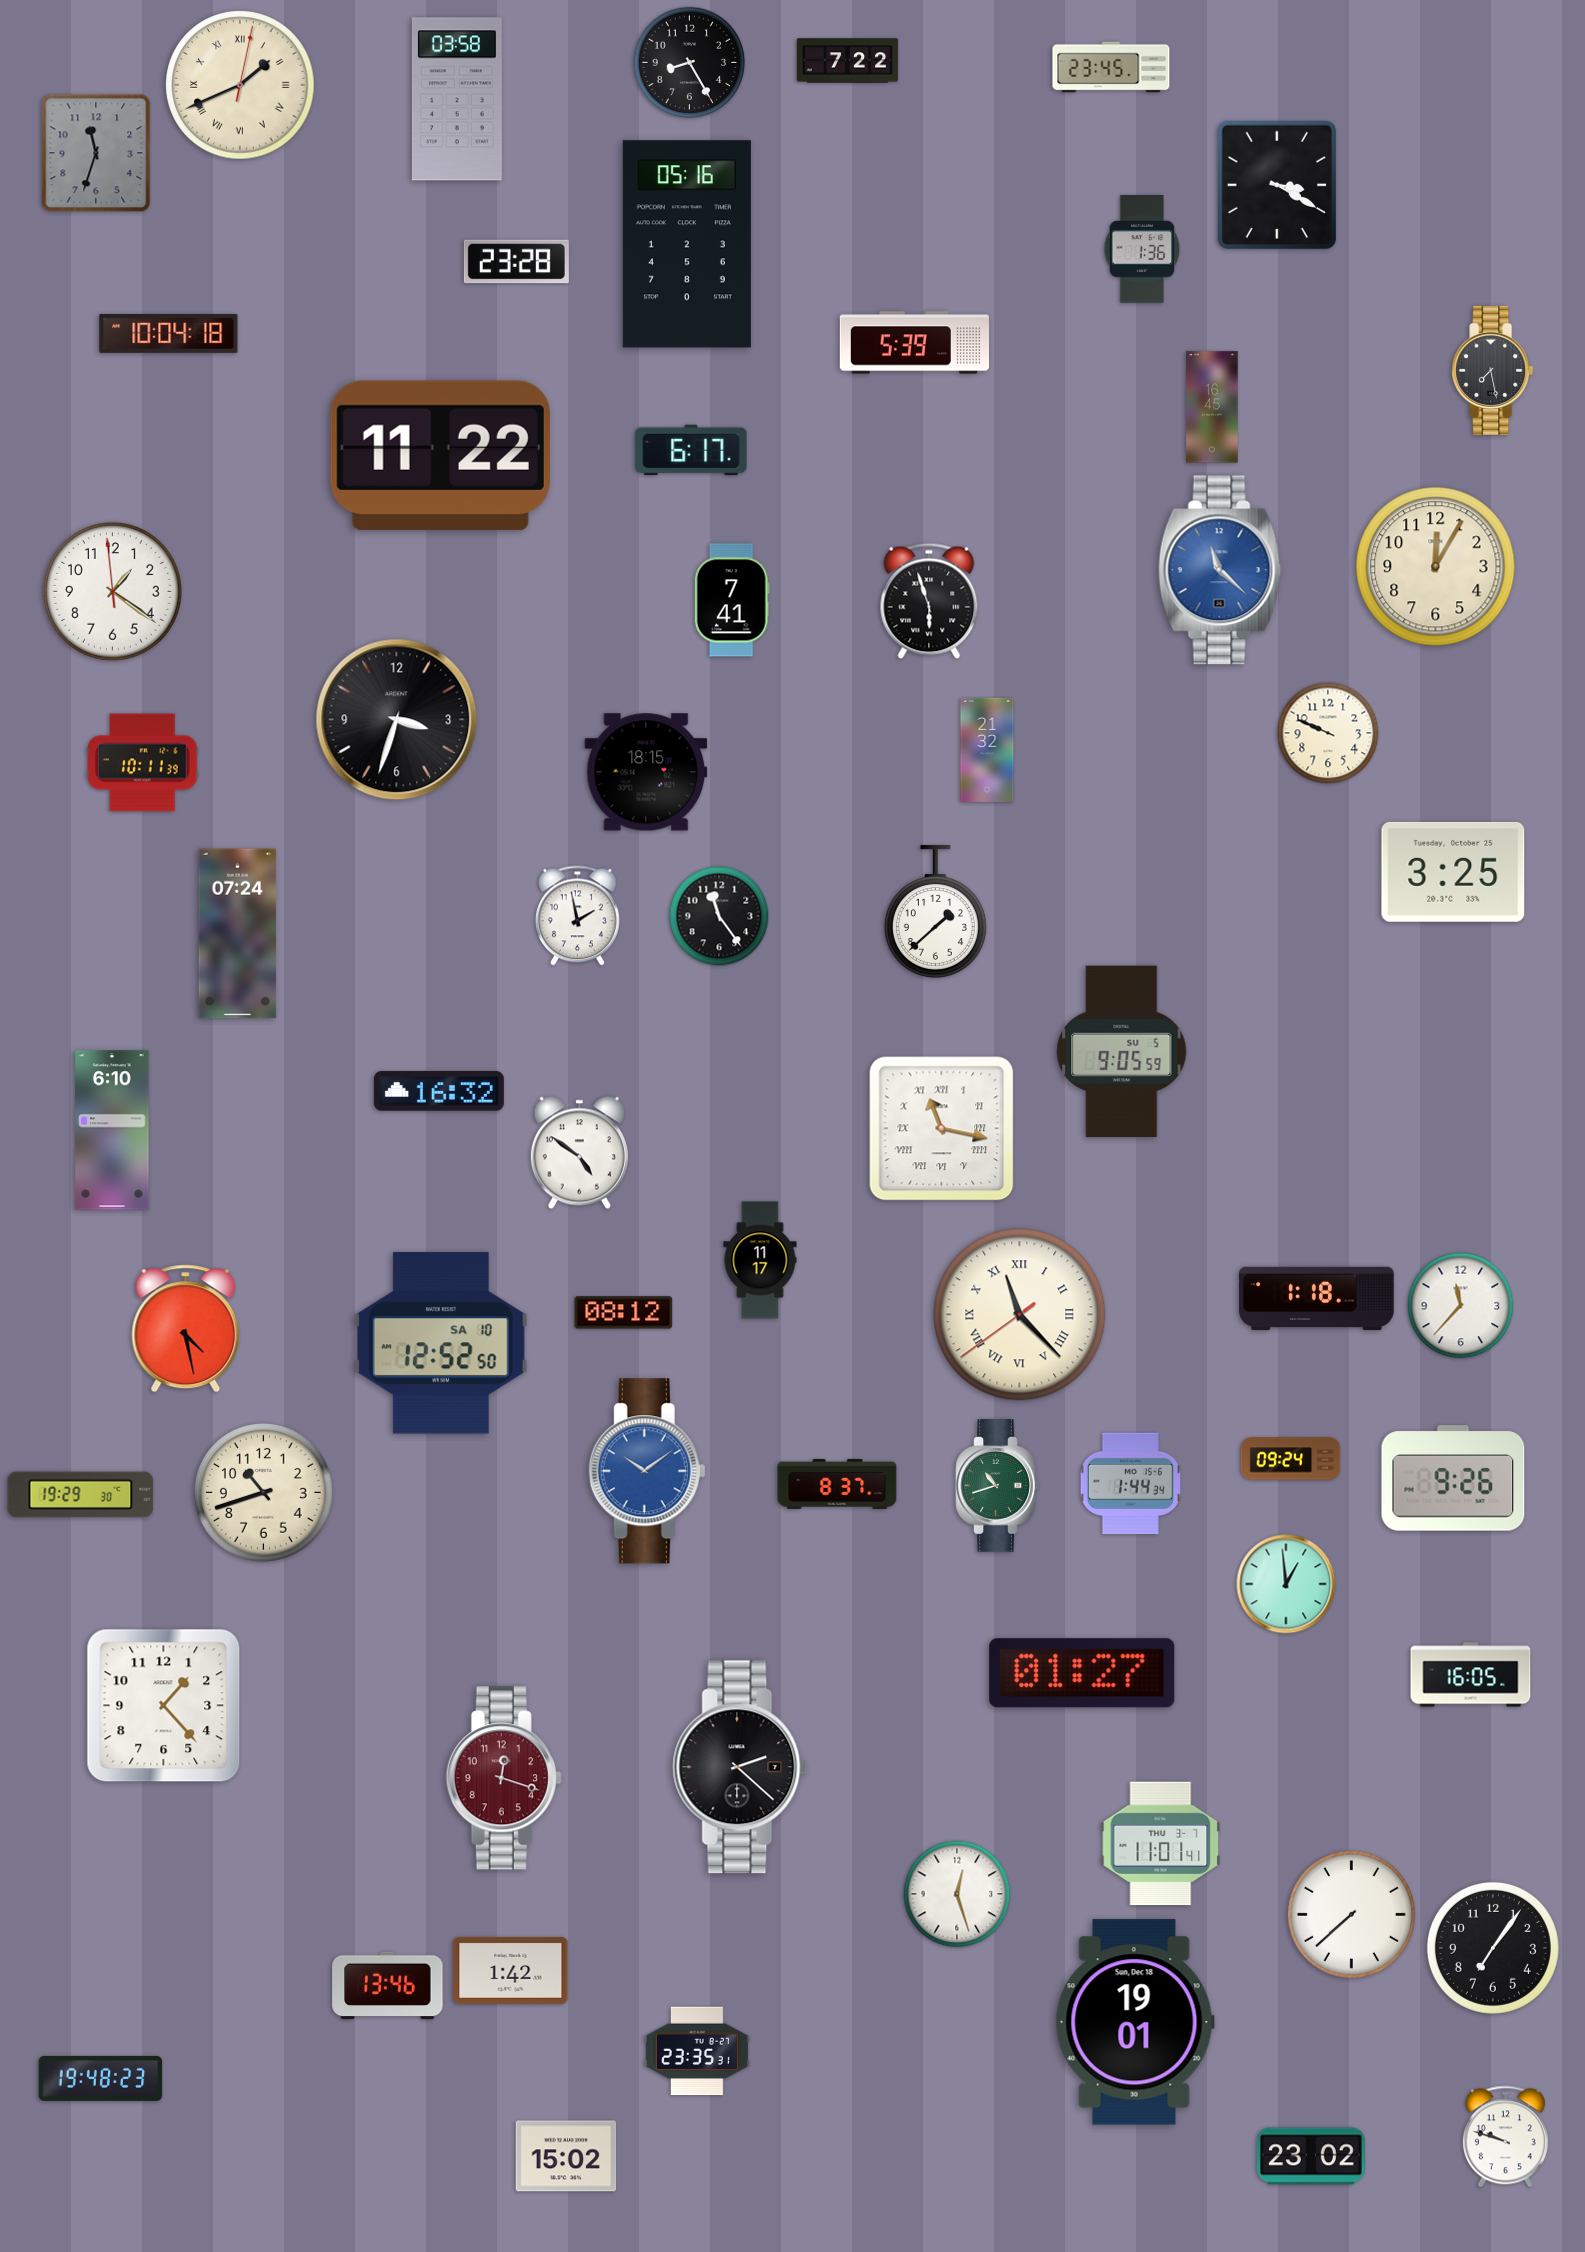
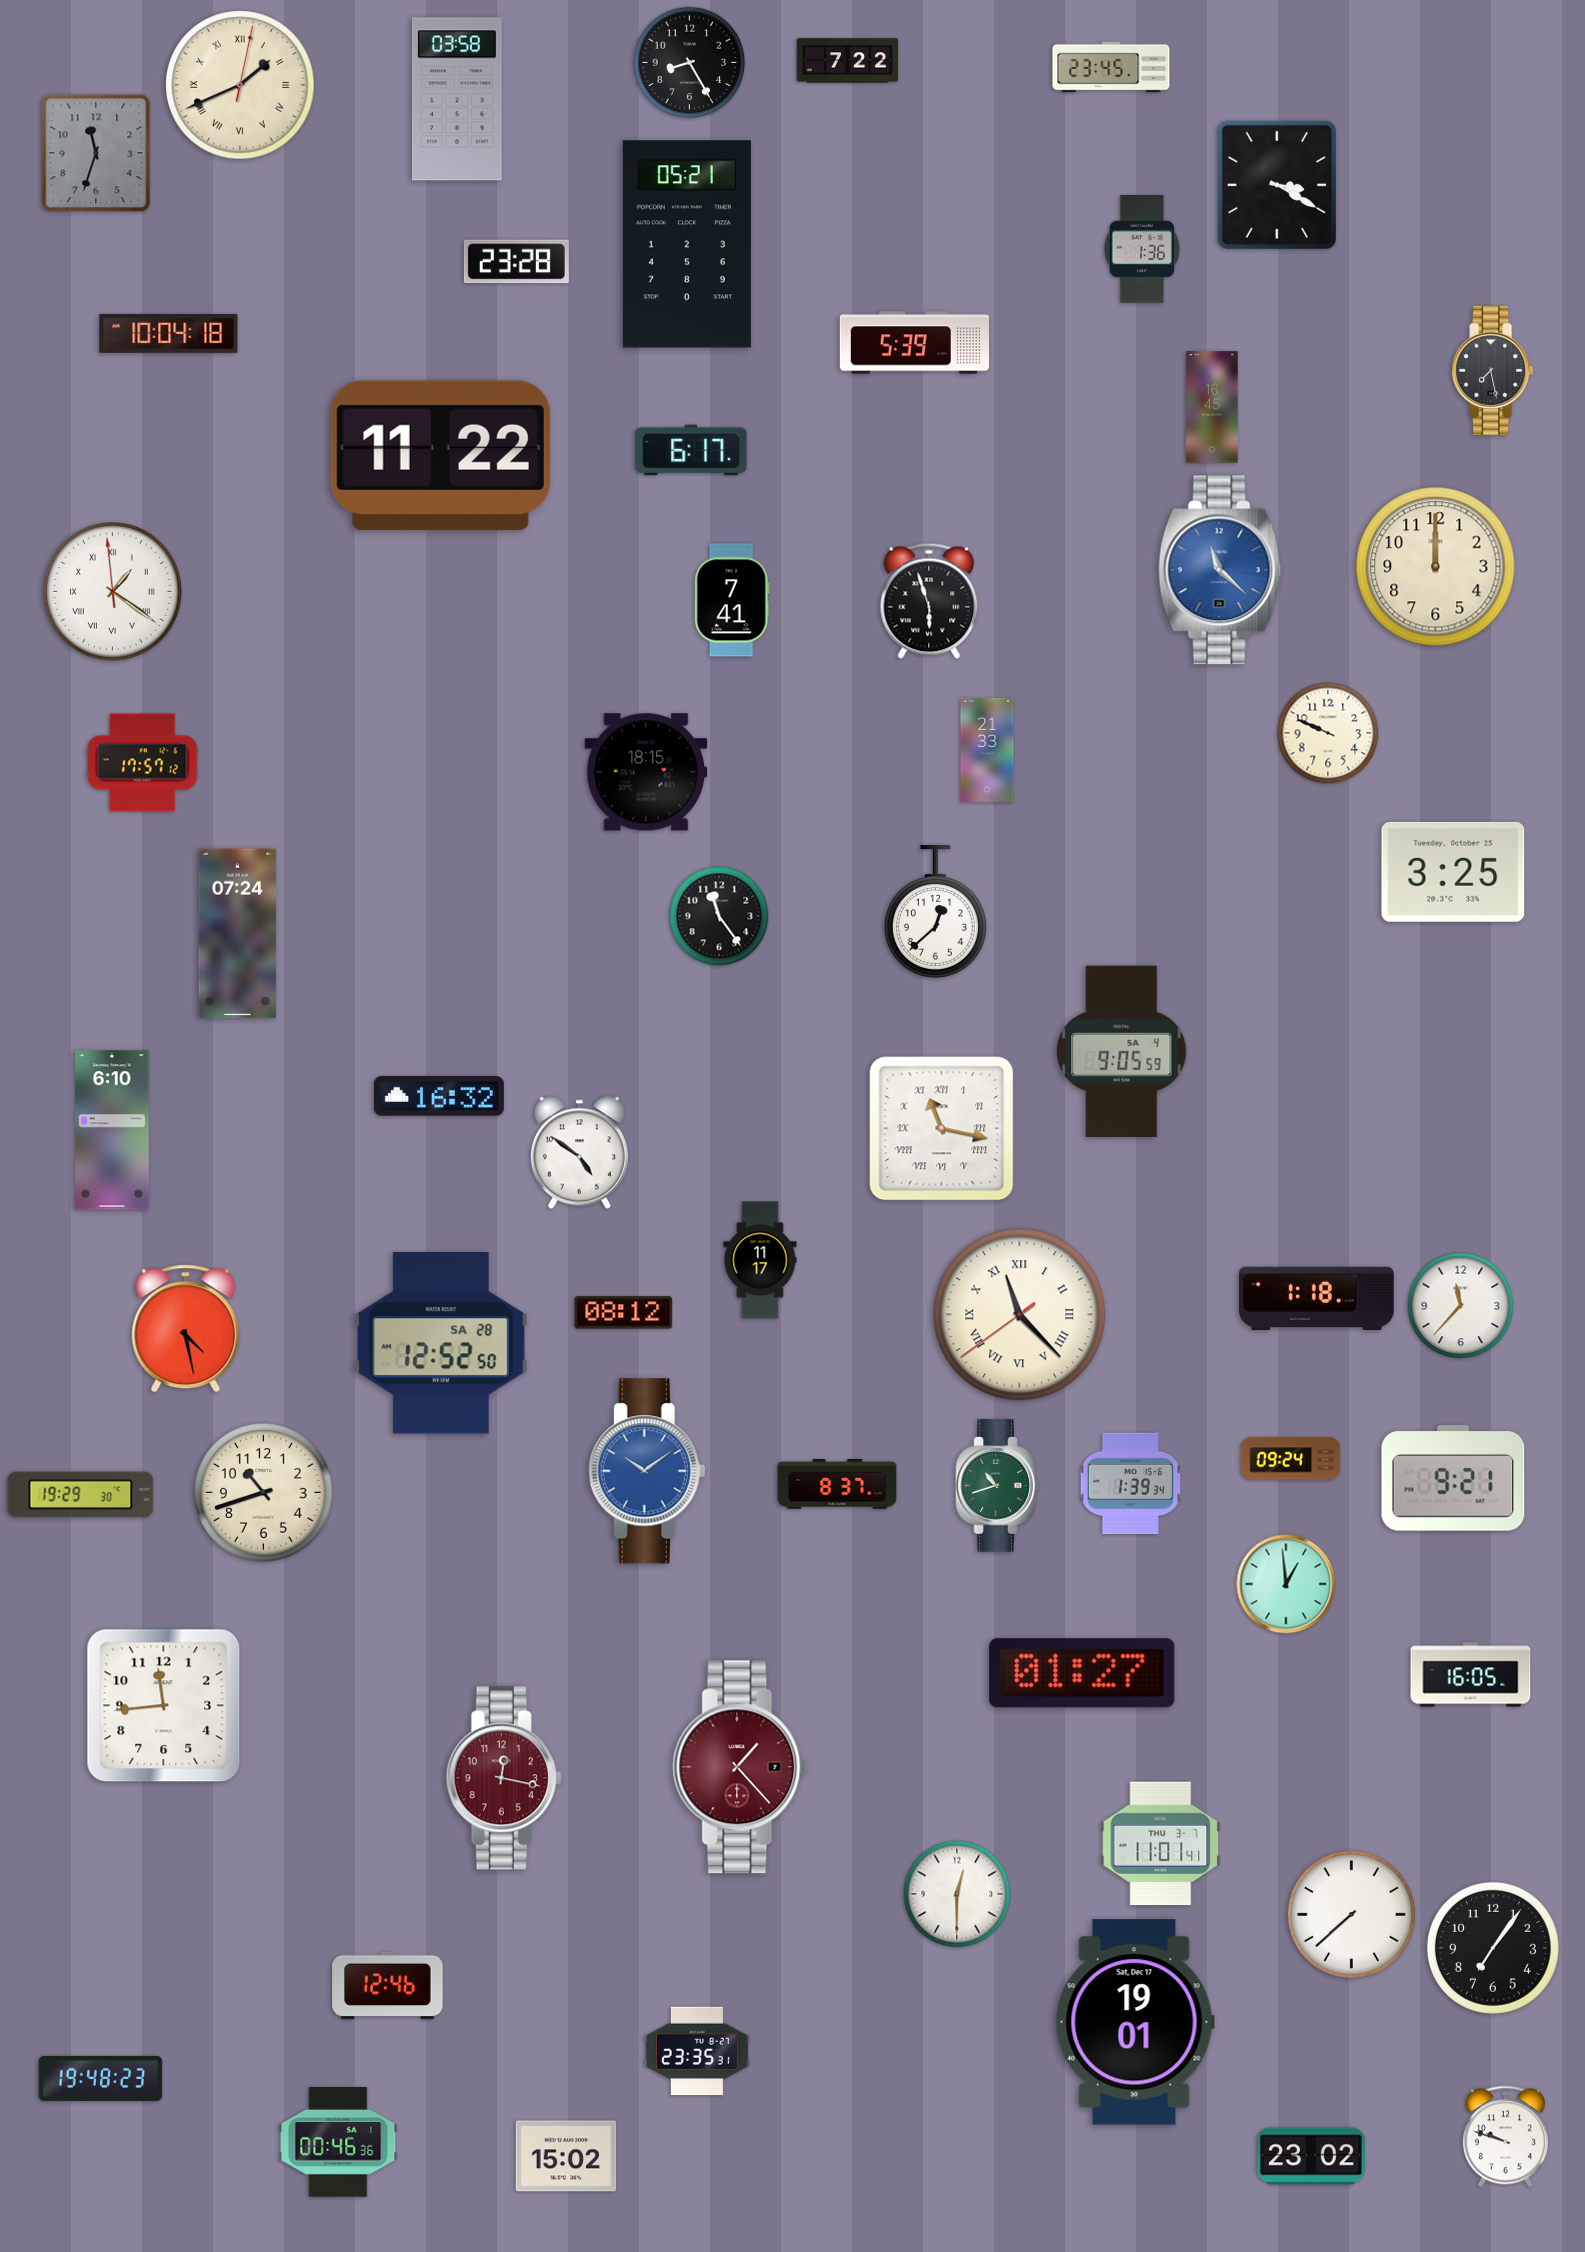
clock at (687, 244): 05:16 -> 05:21
clock at (1436, 567): 12:05 -> 12:00
clock at (112, 591) numerals: Arabic -> Roman
clock at (397, 720): 3:33 -> none
clock at (987, 750): 21:32 -> 21:33
clock at (143, 763): 10:11 -> 17:57
clock at (935, 912): 1:38 -> 12:38
clock at (577, 916): 1:58 -> none
clock at (1122, 1051) date: SU 5 -> SA 4
clock at (439, 1091) position: (439, 1091) -> (439, 1096)
clock at (441, 1343) date: SA 10 -> SA 28
clock at (1453, 1478): 9:26 -> 9:21
clock at (1130, 1484): 1:44 -> 1:39
clock at (164, 1706): 1:23 -> 11:44
clock at (740, 1767): 2:22 -> 1:23
clock at (740, 1767) dial: black -> burgundy
clock at (504, 1778): 12:18 -> 12:17
clock at (957, 1894): 12:27 -> 12:30
clock at (511, 1970): 1:42 -> none
clock at (388, 1986): 13:46 -> 12:46
clock at (1135, 2022) date: Sun, Dec 18 -> Sat, Dec 17
clock at (338, 2143): none -> 00:46
